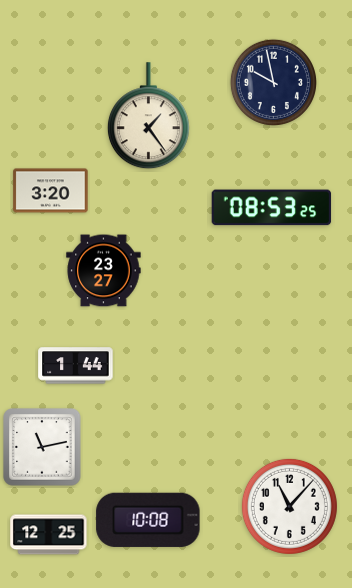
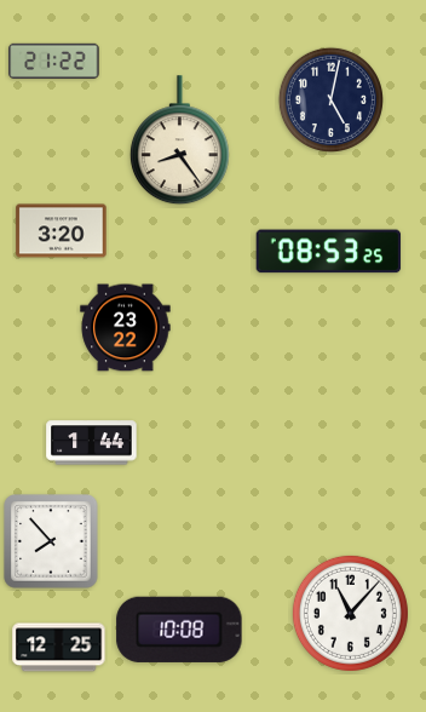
clock at (54, 61): none -> 21:22
clock at (273, 82): 9:58 -> 5:02
clock at (148, 116): 1:24 -> 8:24
clock at (104, 271): 23:27 -> 23:22
clock at (42, 447): 11:13 -> 7:53
